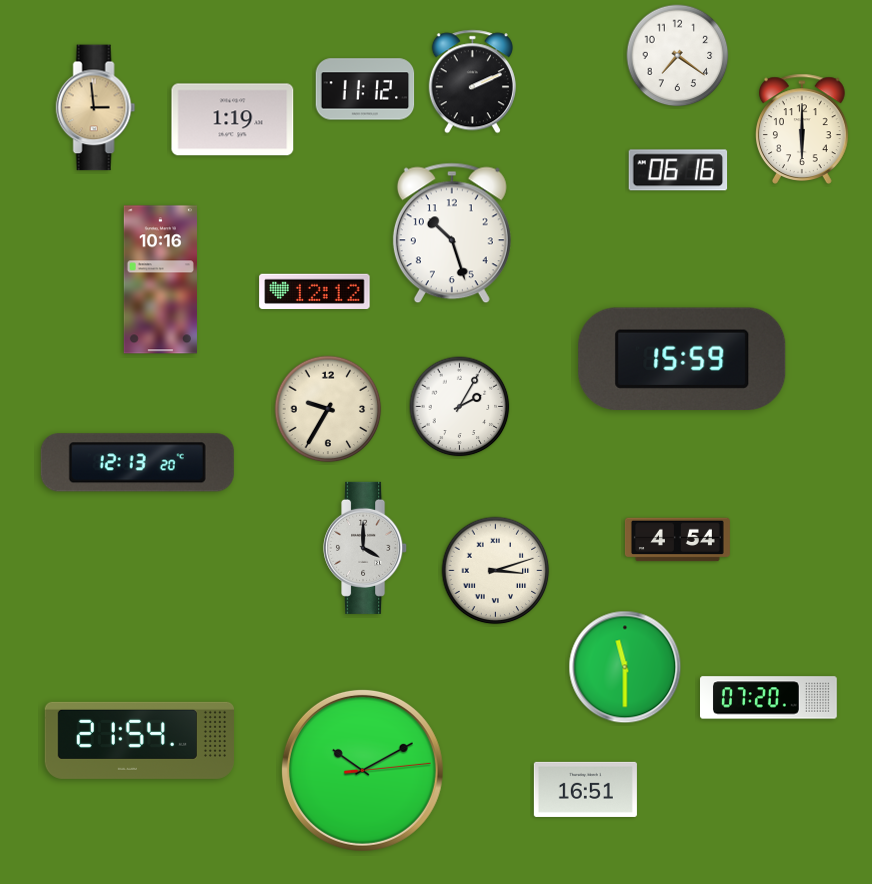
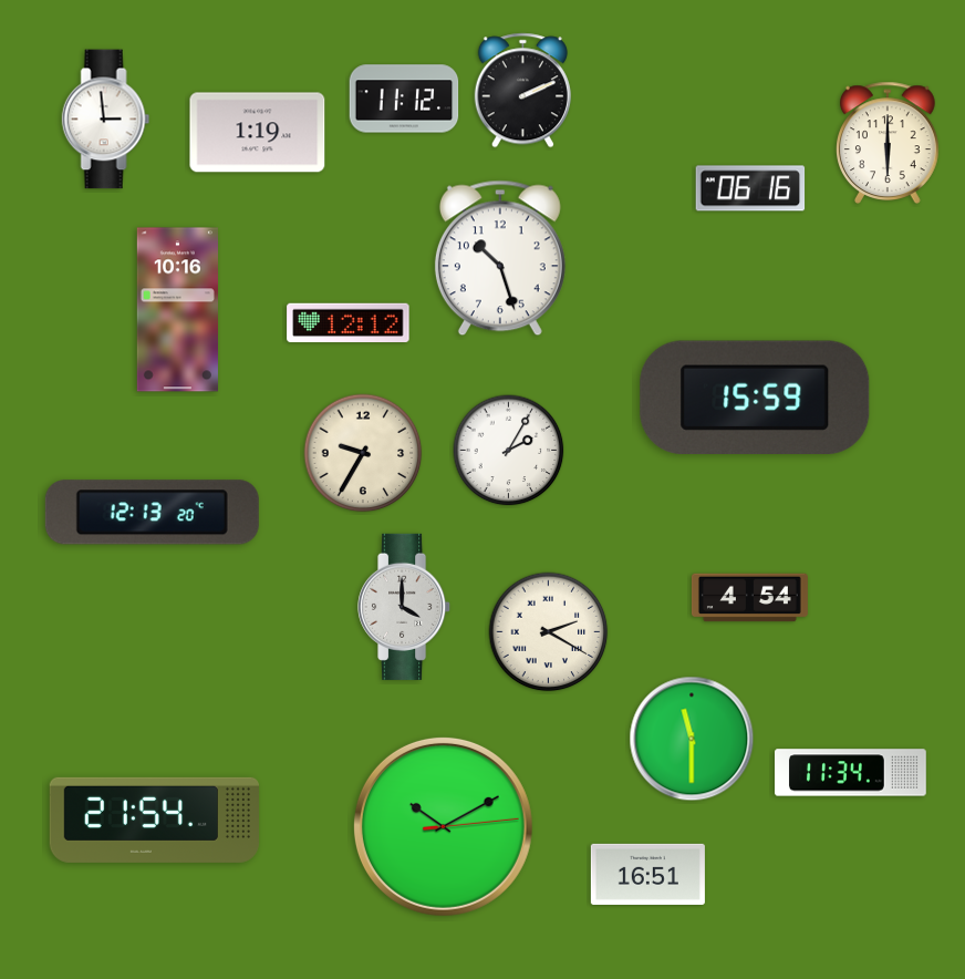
clock at (678, 56): 7:21 -> none
clock at (96, 108) dial: champagne -> white
clock at (496, 571): 3:12 -> 2:20
clock at (769, 698): 07:20 -> 11:34
clock at (362, 770) position: (362, 770) -> (443, 826)
